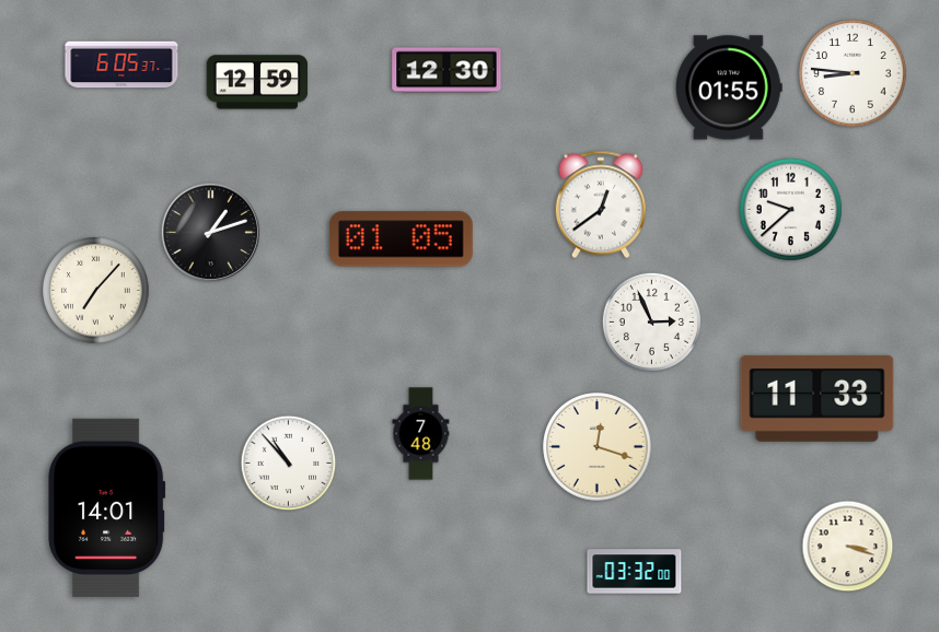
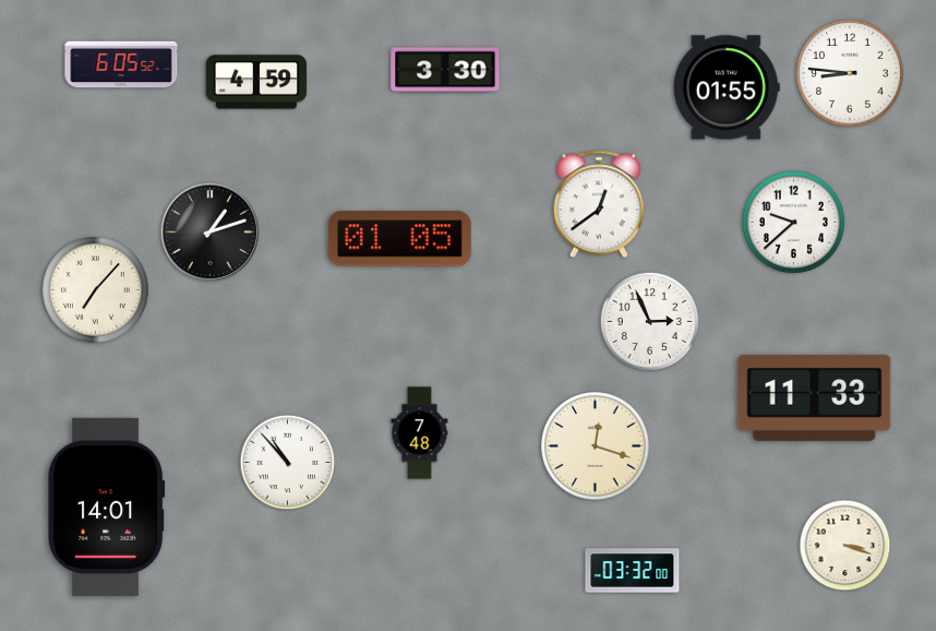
clock at (121, 65): 6:05:37 -> 6:05:52
clock at (447, 70): 12:30 -> 3:30
clock at (257, 82): 12:59 -> 4:59
clock at (790, 209) position: (790, 209) -> (793, 222)
